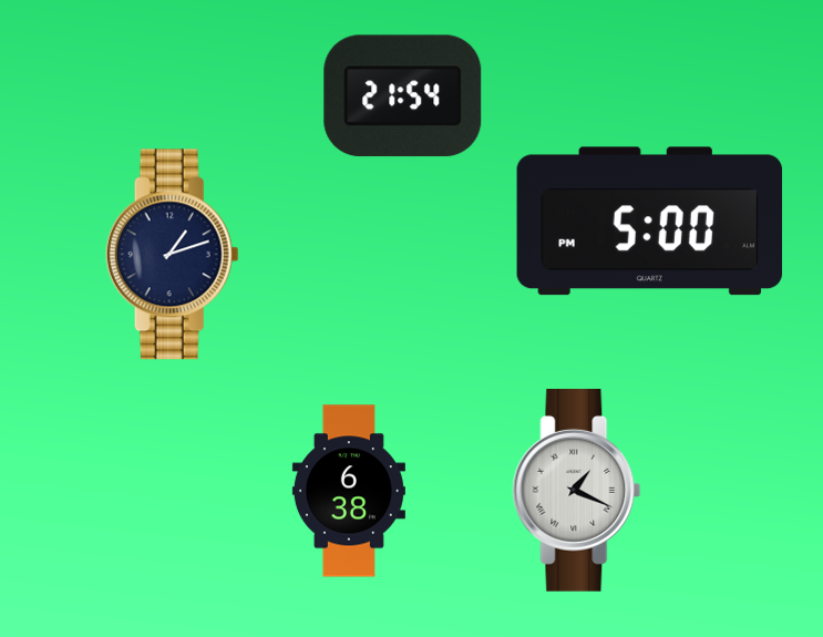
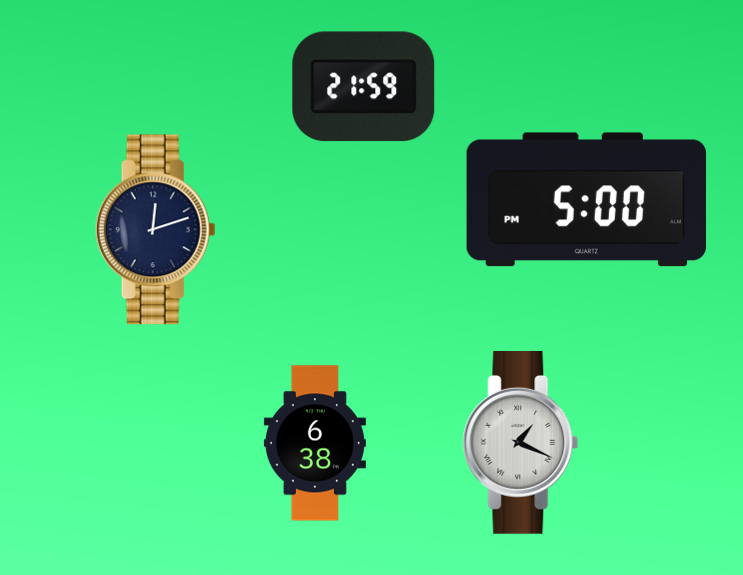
clock at (403, 96): 21:54 -> 21:59
clock at (172, 255): 1:12 -> 12:12
